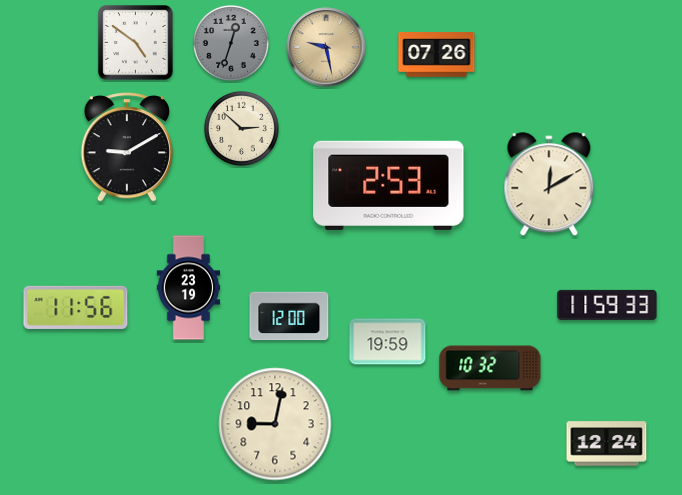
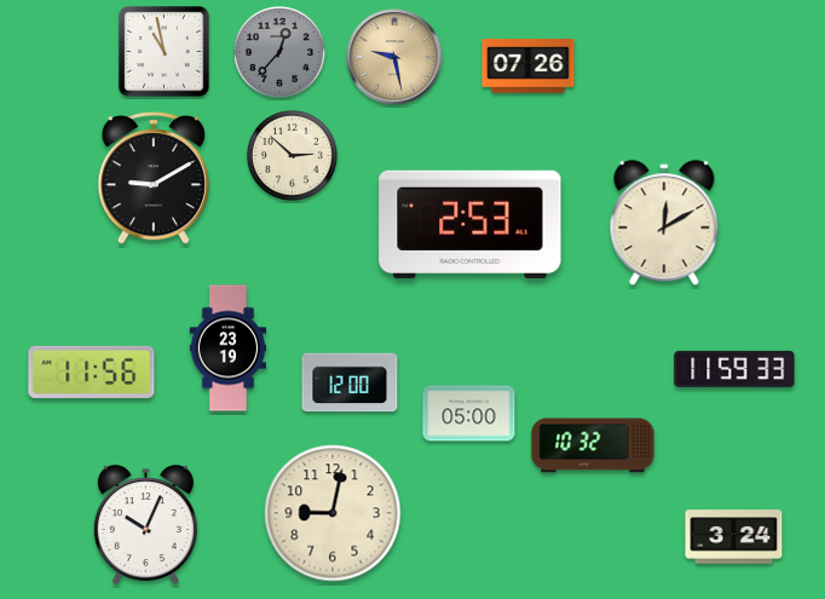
clock at (136, 43): 4:51 -> 10:58
clock at (231, 43): 12:33 -> 12:37
clock at (388, 342): 19:59 -> 05:00
clock at (145, 525): none -> 10:04
clock at (607, 444): 12:24 -> 3:24
